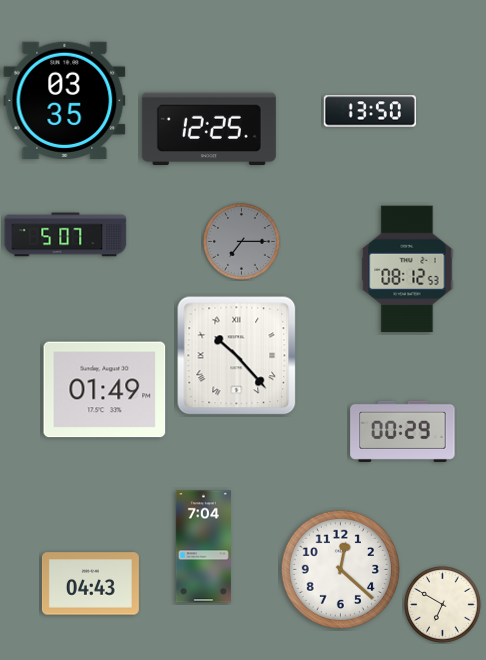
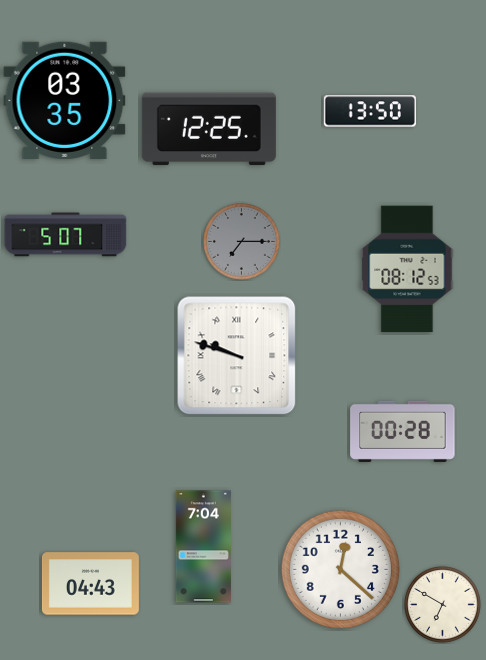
clock at (237, 356): 10:23 -> 9:48
clock at (105, 390): 01:49 -> none
clock at (403, 431): 00:29 -> 00:28
